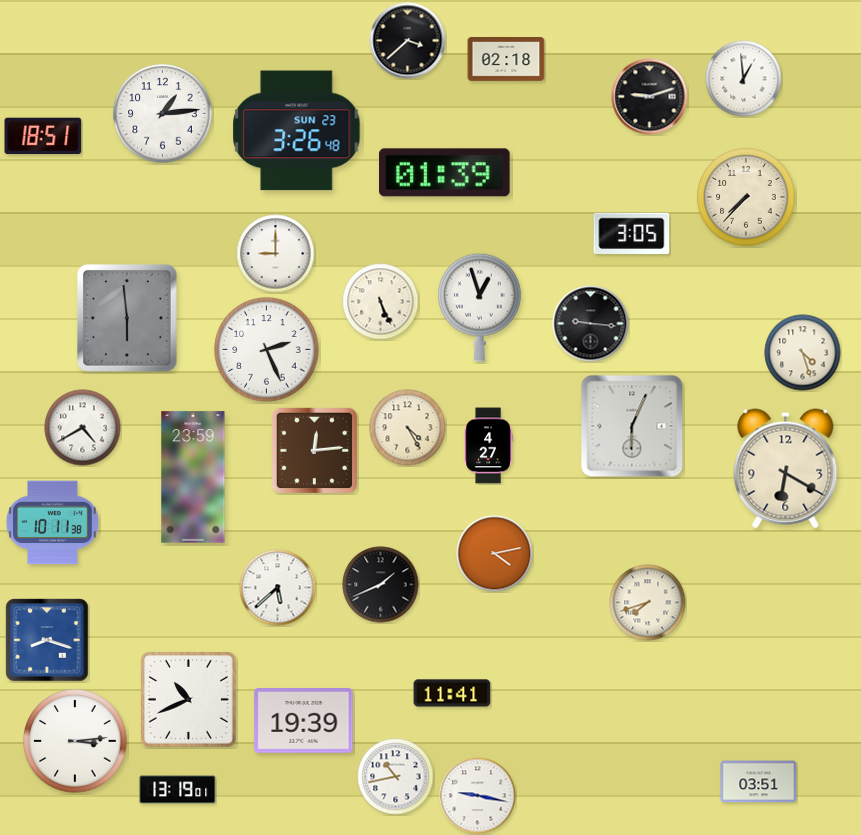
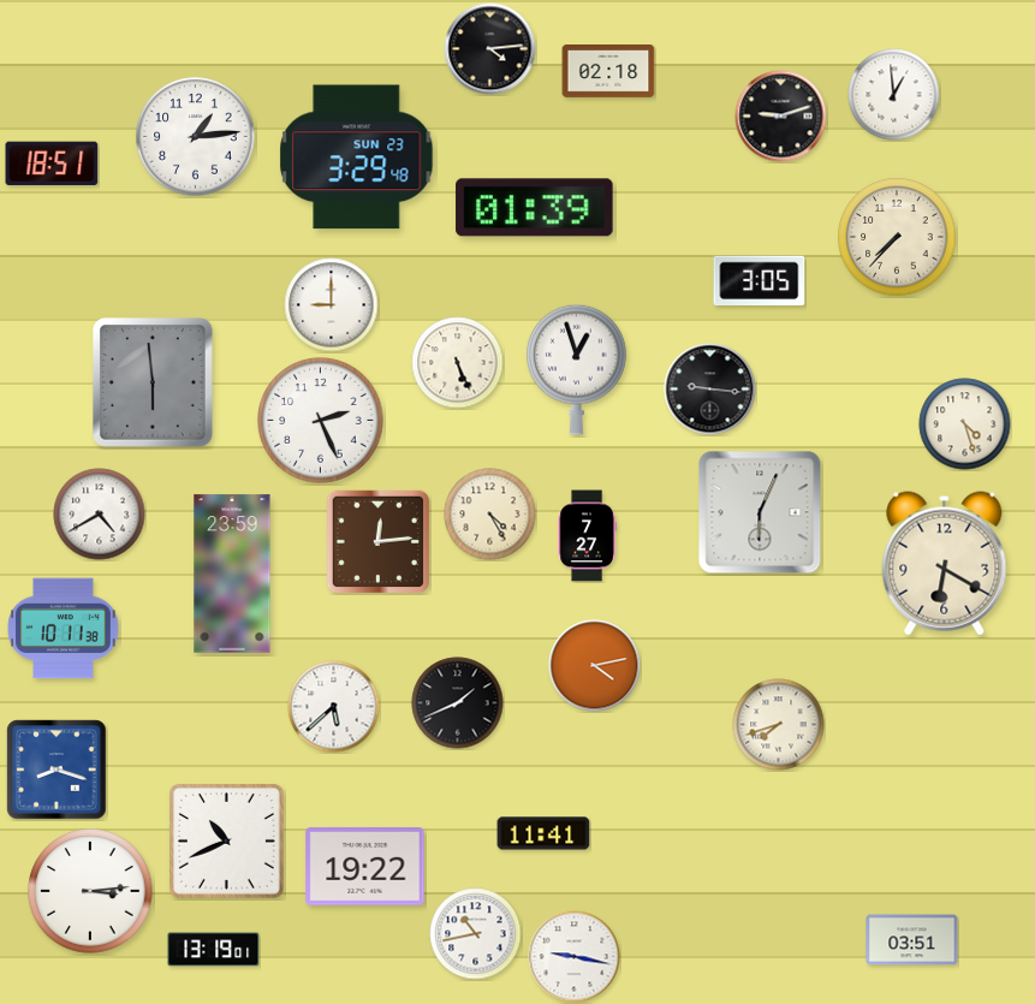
clock at (408, 41): 3:38 -> 4:14
clock at (297, 131): 3:26 -> 3:29
clock at (488, 446): 4:27 -> 7:27
clock at (304, 721): 19:39 -> 19:22
